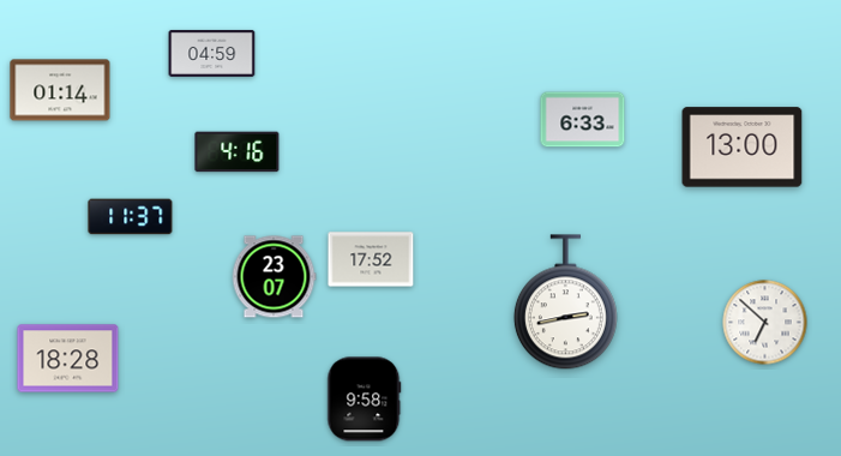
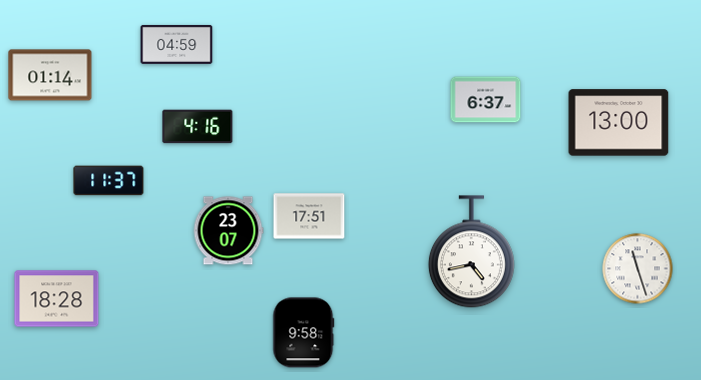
clock at (583, 120): 6:33 -> 6:37
clock at (371, 259): 17:52 -> 17:51
clock at (565, 302): 2:43 -> 4:43
clock at (765, 323): 6:52 -> 11:27
